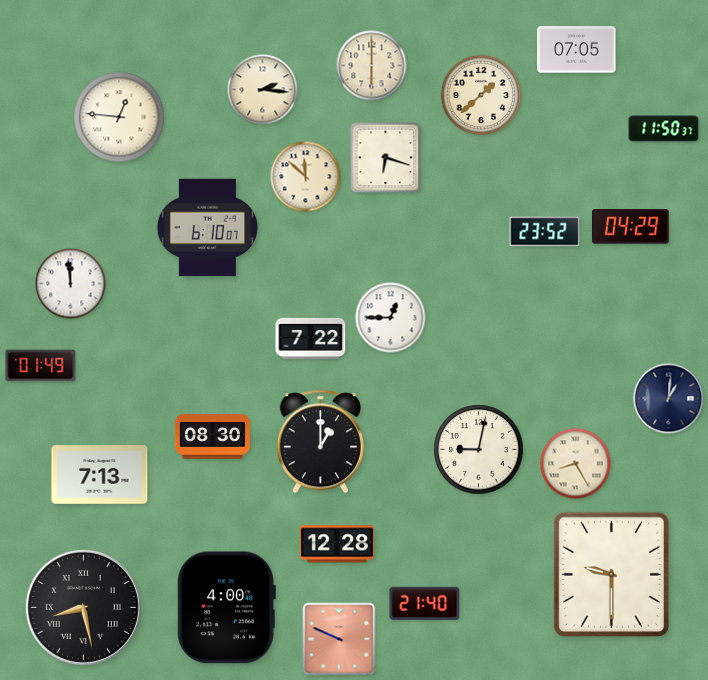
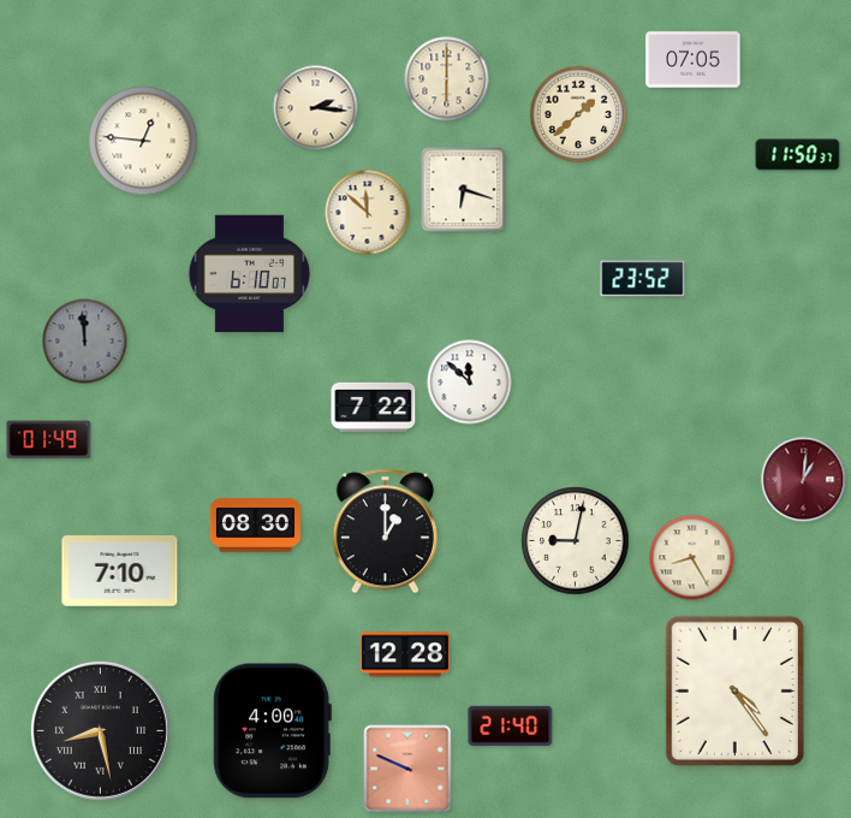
clock at (630, 227): 04:29 -> none
clock at (545, 232) position: (545, 232) -> (643, 279)
clock at (71, 284) dial: white -> grey
clock at (391, 318): 12:45 -> 11:52
clock at (669, 399) dial: navy -> burgundy
clock at (100, 475): 7:13 -> 7:10
clock at (611, 574): 9:30 -> 4:24
